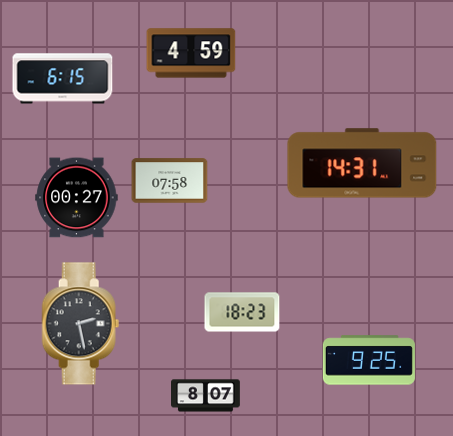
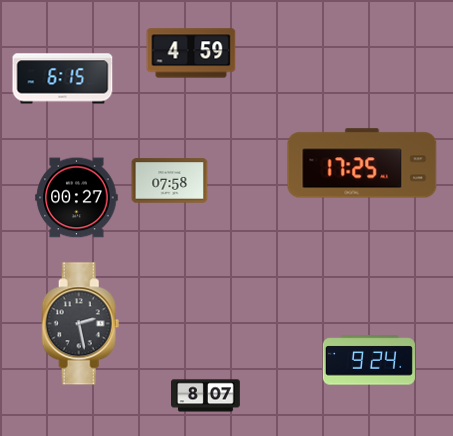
clock at (362, 163): 14:31 -> 17:25
clock at (242, 312): 18:23 -> none
clock at (369, 360): 9:25 -> 9:24
